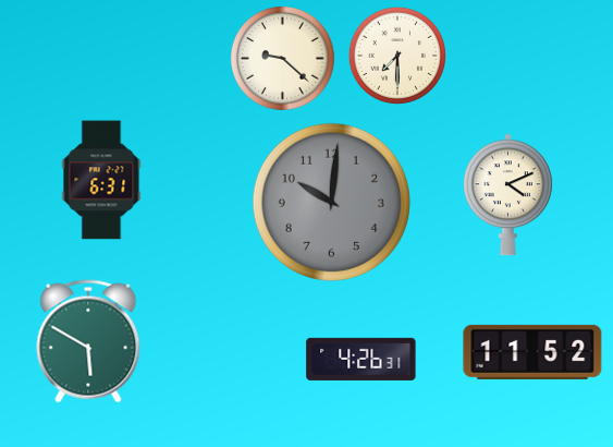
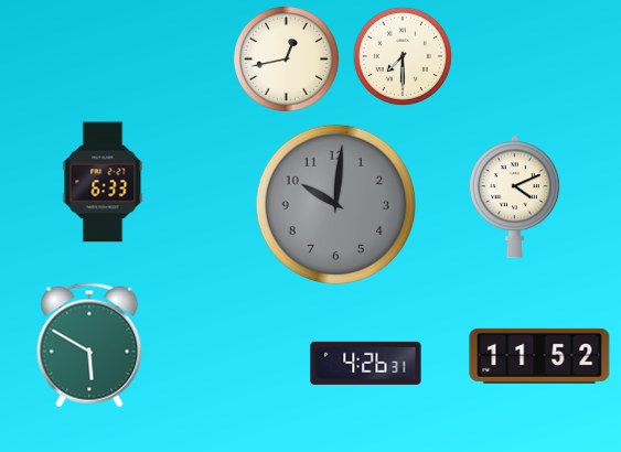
clock at (282, 58): 9:22 -> 12:43
clock at (101, 180): 6:31 -> 6:33
